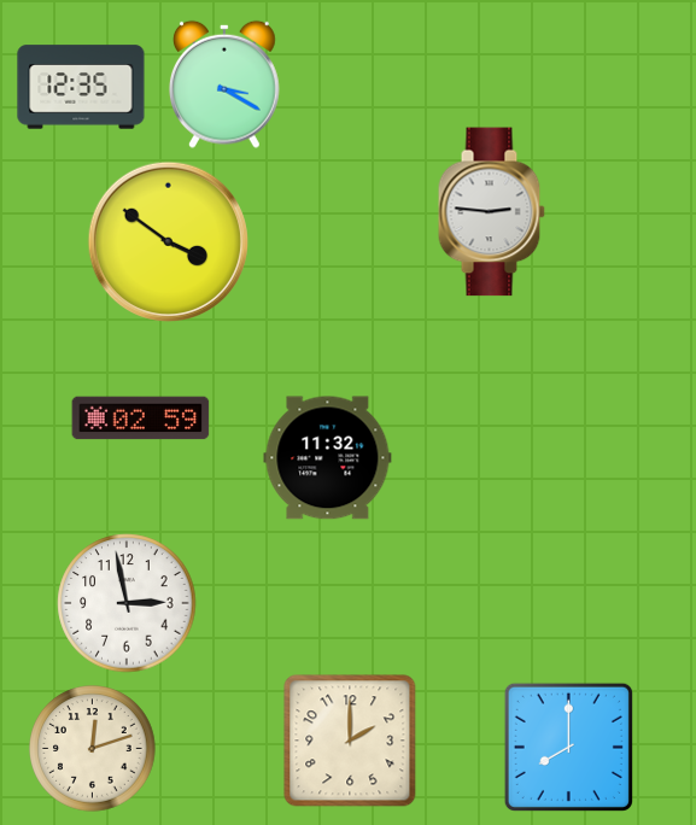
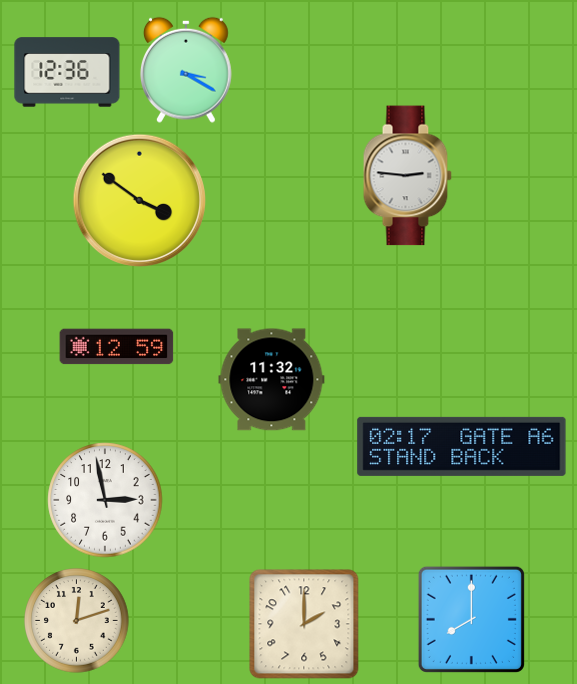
clock at (81, 87): 12:35 -> 12:36
clock at (141, 419): 02:59 -> 12:59
clock at (462, 446): none -> 02:17
clock at (350, 741) position: (350, 741) -> (304, 624)
